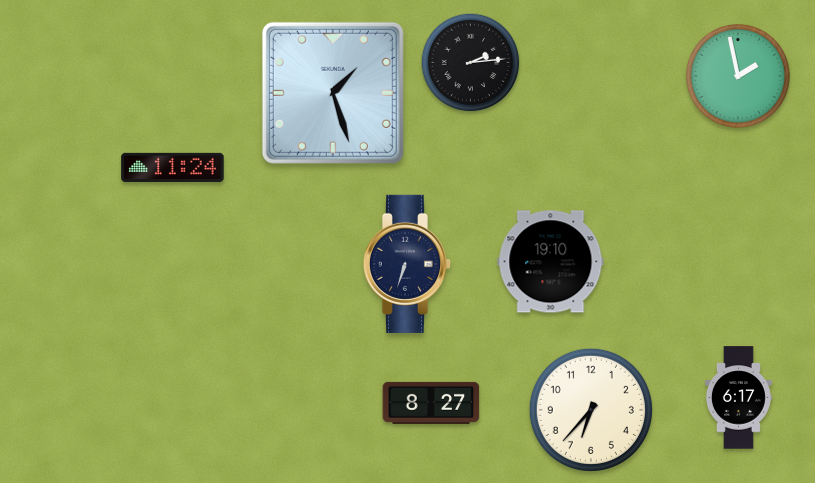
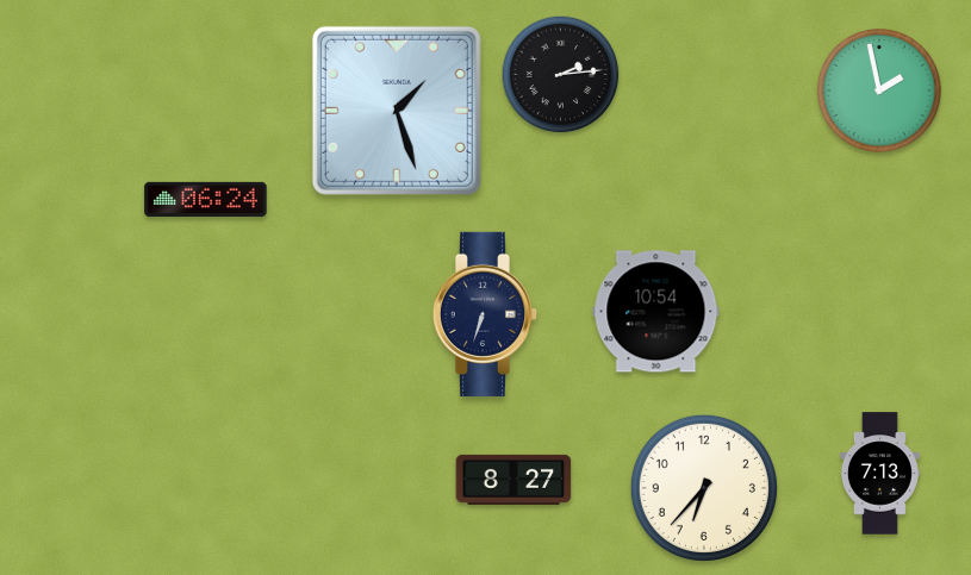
clock at (173, 167): 11:24 -> 06:24
clock at (551, 262): 19:10 -> 10:54
clock at (738, 398): 6:17 -> 7:13
